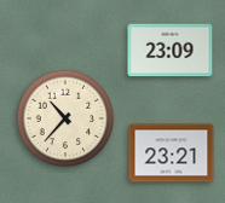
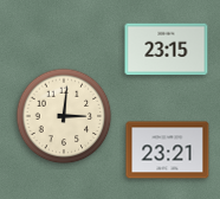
clock at (171, 51): 23:09 -> 23:15
clock at (65, 118): 10:37 -> 3:01
